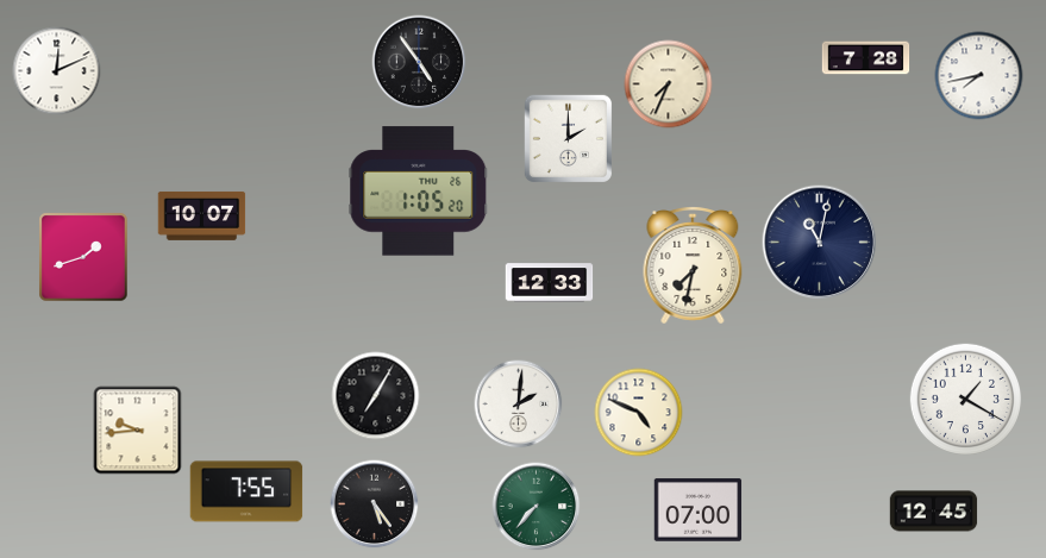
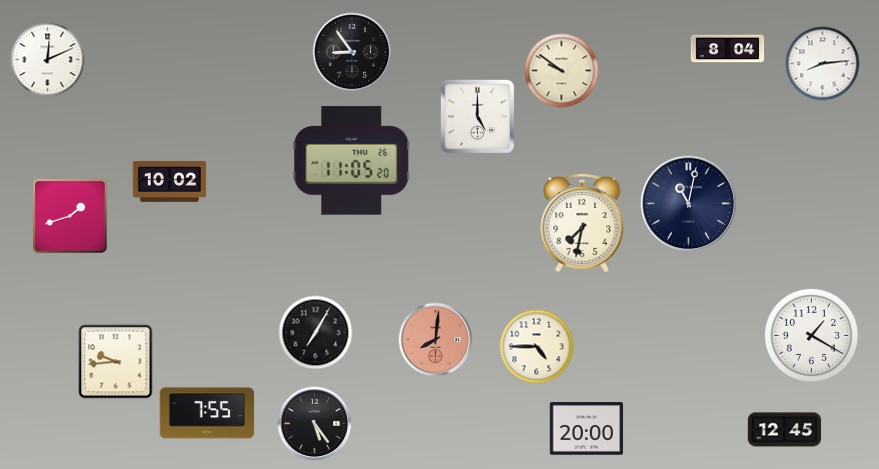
clock at (866, 58): 7:28 -> 8:04
clock at (419, 62): 4:54 -> 8:54
clock at (979, 76): 7:43 -> 8:14
clock at (669, 84): 7:34 -> 9:51
clock at (568, 138): 2:00 -> 5:00
clock at (419, 192): 1:05 -> 11:05
clock at (202, 215): 10:07 -> 10:02
clock at (550, 283): 12:33 -> none
clock at (519, 405): 2:01 -> 8:01
clock at (519, 405) dial: white -> salmon
clock at (639, 413): 4:49 -> 4:45
clock at (537, 507): 7:37 -> none
clock at (699, 510): 07:00 -> 20:00
